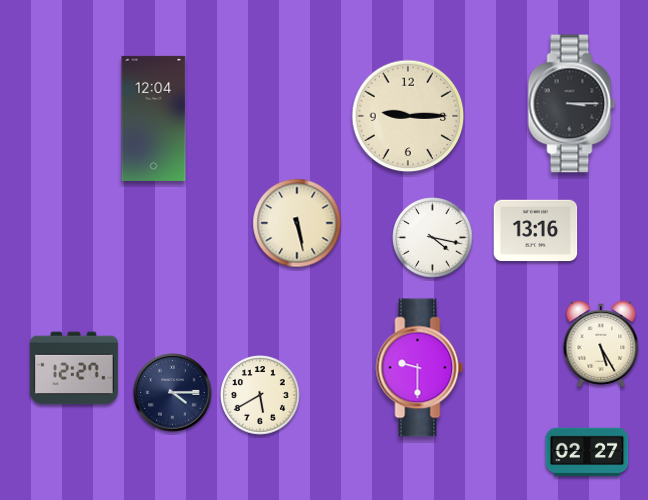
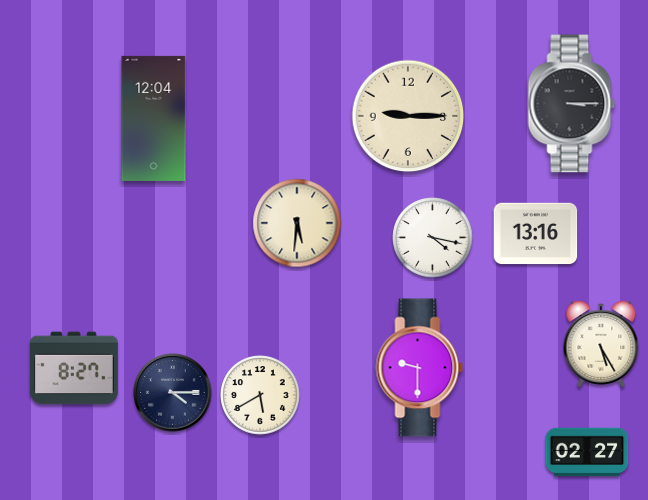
clock at (297, 223): 5:28 -> 5:31
clock at (536, 231) position: (536, 231) -> (536, 234)
clock at (74, 368): 12:27 -> 8:27
